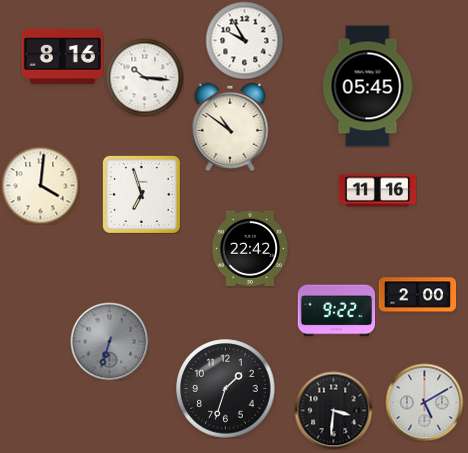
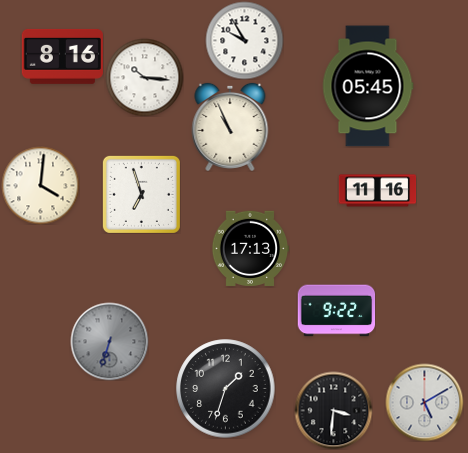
clock at (230, 127): 10:51 -> 10:56
clock at (250, 248): 22:42 -> 17:13
clock at (417, 295): 2:00 -> none
